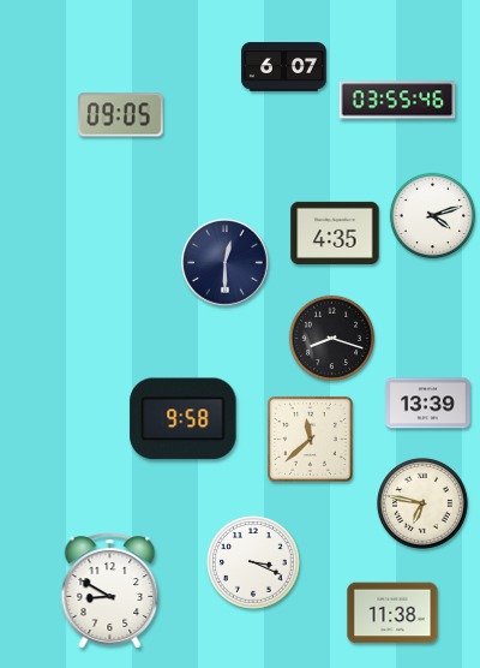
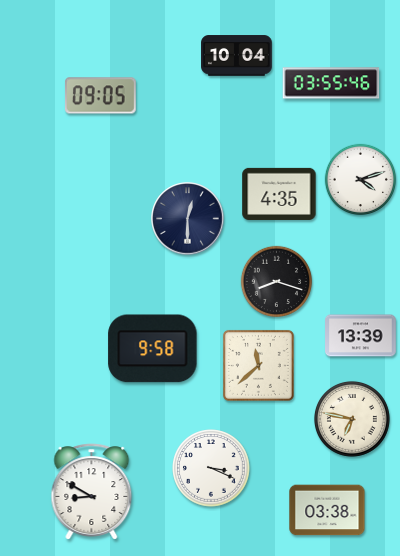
clock at (284, 67): 6:07 -> 10:04
clock at (428, 404) position: (428, 404) -> (361, 336)
clock at (392, 613): 11:38 -> 03:38
